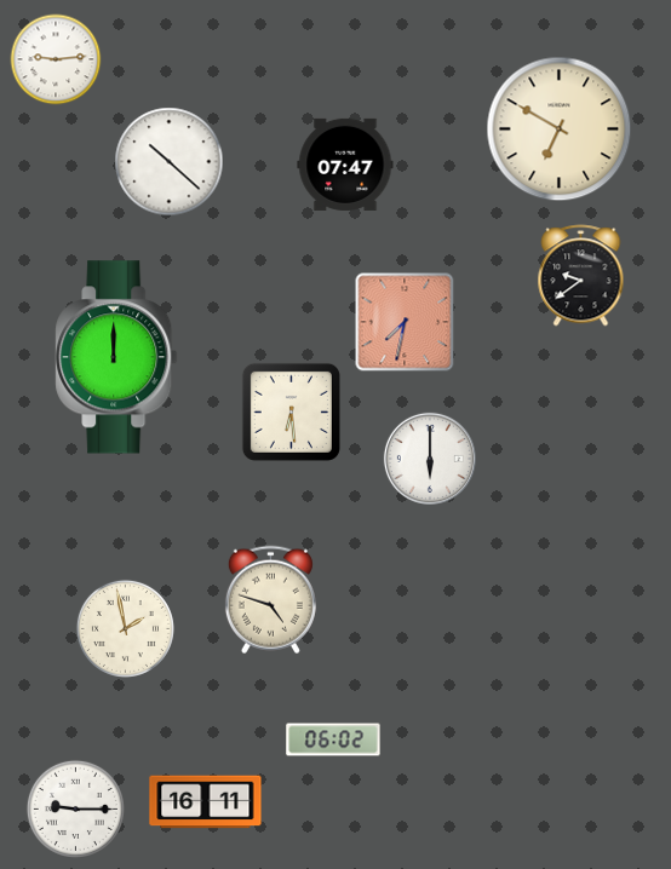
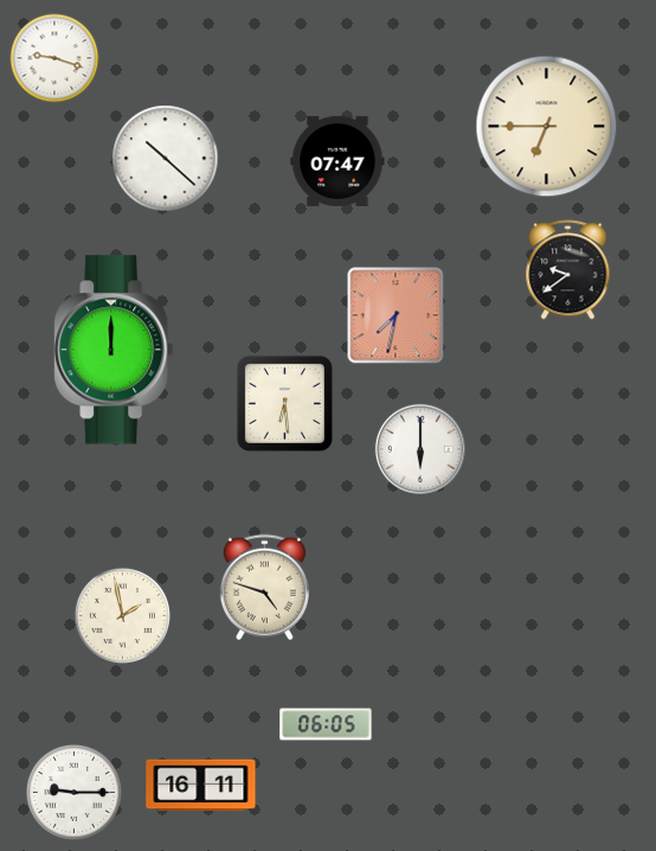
clock at (56, 59): 9:14 -> 9:18
clock at (560, 130): 6:50 -> 6:45
clock at (333, 739): 06:02 -> 06:05
